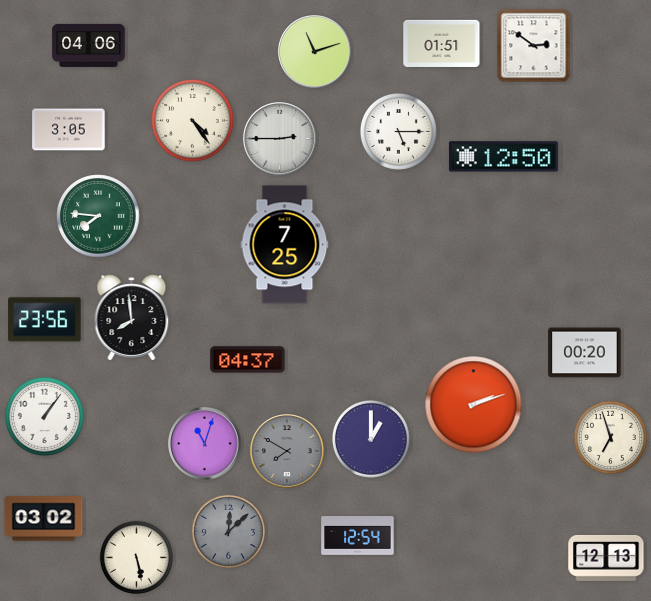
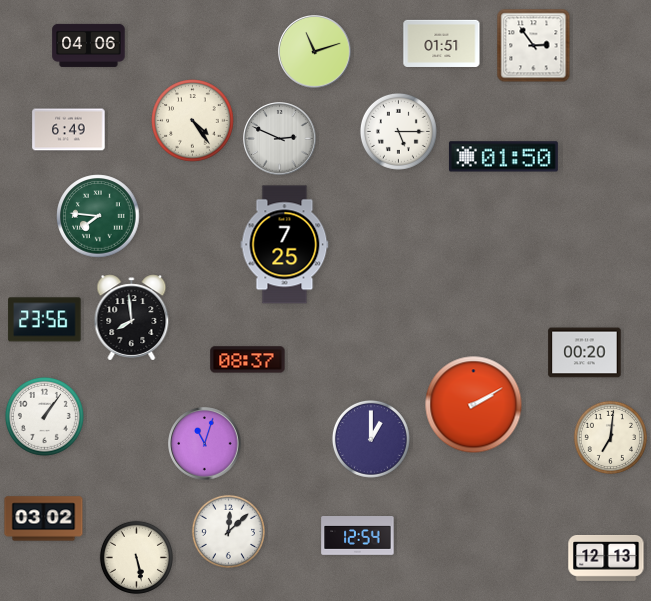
clock at (534, 46): 2:51 -> 2:54
clock at (69, 130): 3:05 -> 6:49
clock at (280, 139): 2:45 -> 2:49
clock at (503, 157): 12:50 -> 01:50
clock at (248, 360): 04:37 -> 08:37
clock at (474, 405): 2:12 -> 2:10
clock at (610, 437): 6:57 -> 7:01
clock at (287, 451): 7:50 -> none
clock at (228, 531) dial: grey -> white
